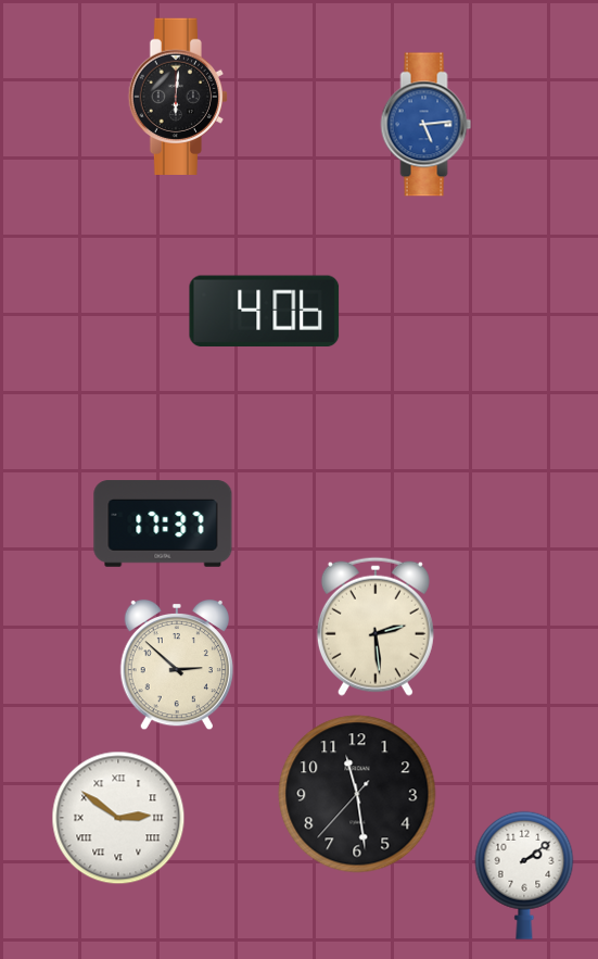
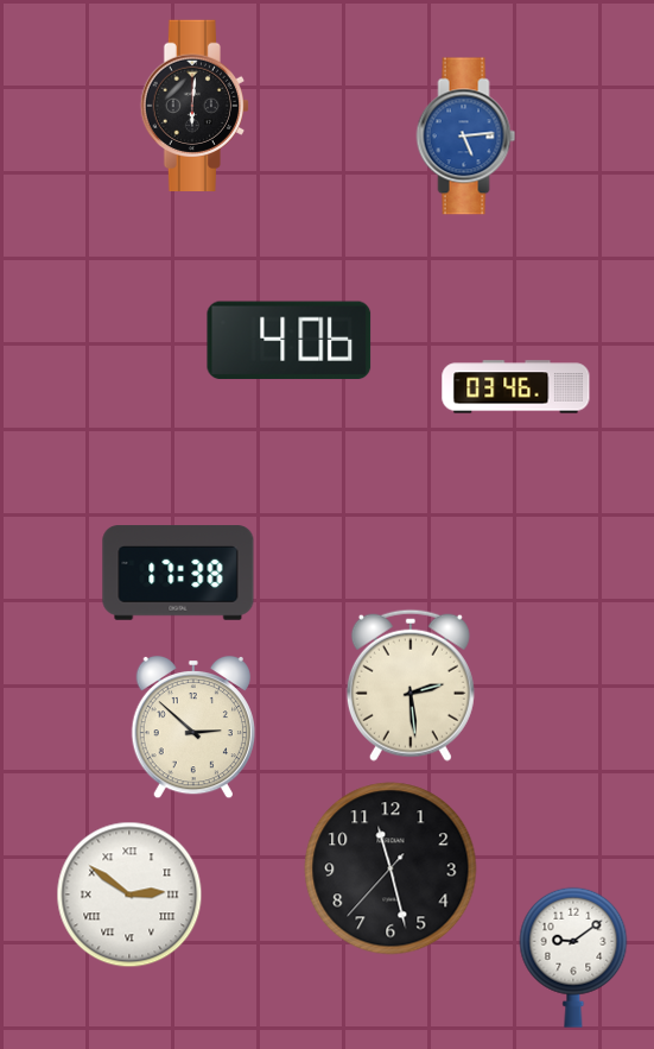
clock at (516, 387): none -> 03:46
clock at (163, 523): 17:37 -> 17:38
clock at (357, 794): 11:28 -> 11:27
clock at (524, 875): 2:09 -> 9:09
